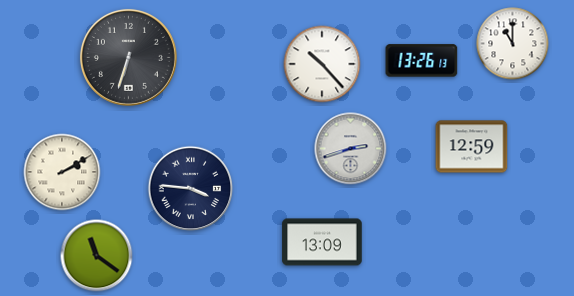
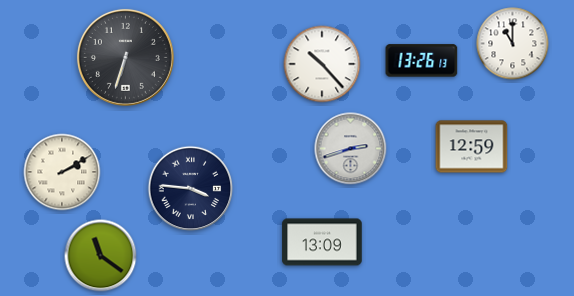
clock at (128, 57) position: (128, 57) -> (125, 57)
clock at (97, 256) position: (97, 256) -> (101, 256)
